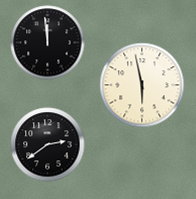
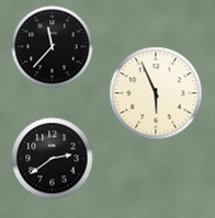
clock at (48, 43): 11:59 -> 11:37
clock at (142, 85): 5:58 -> 5:56
